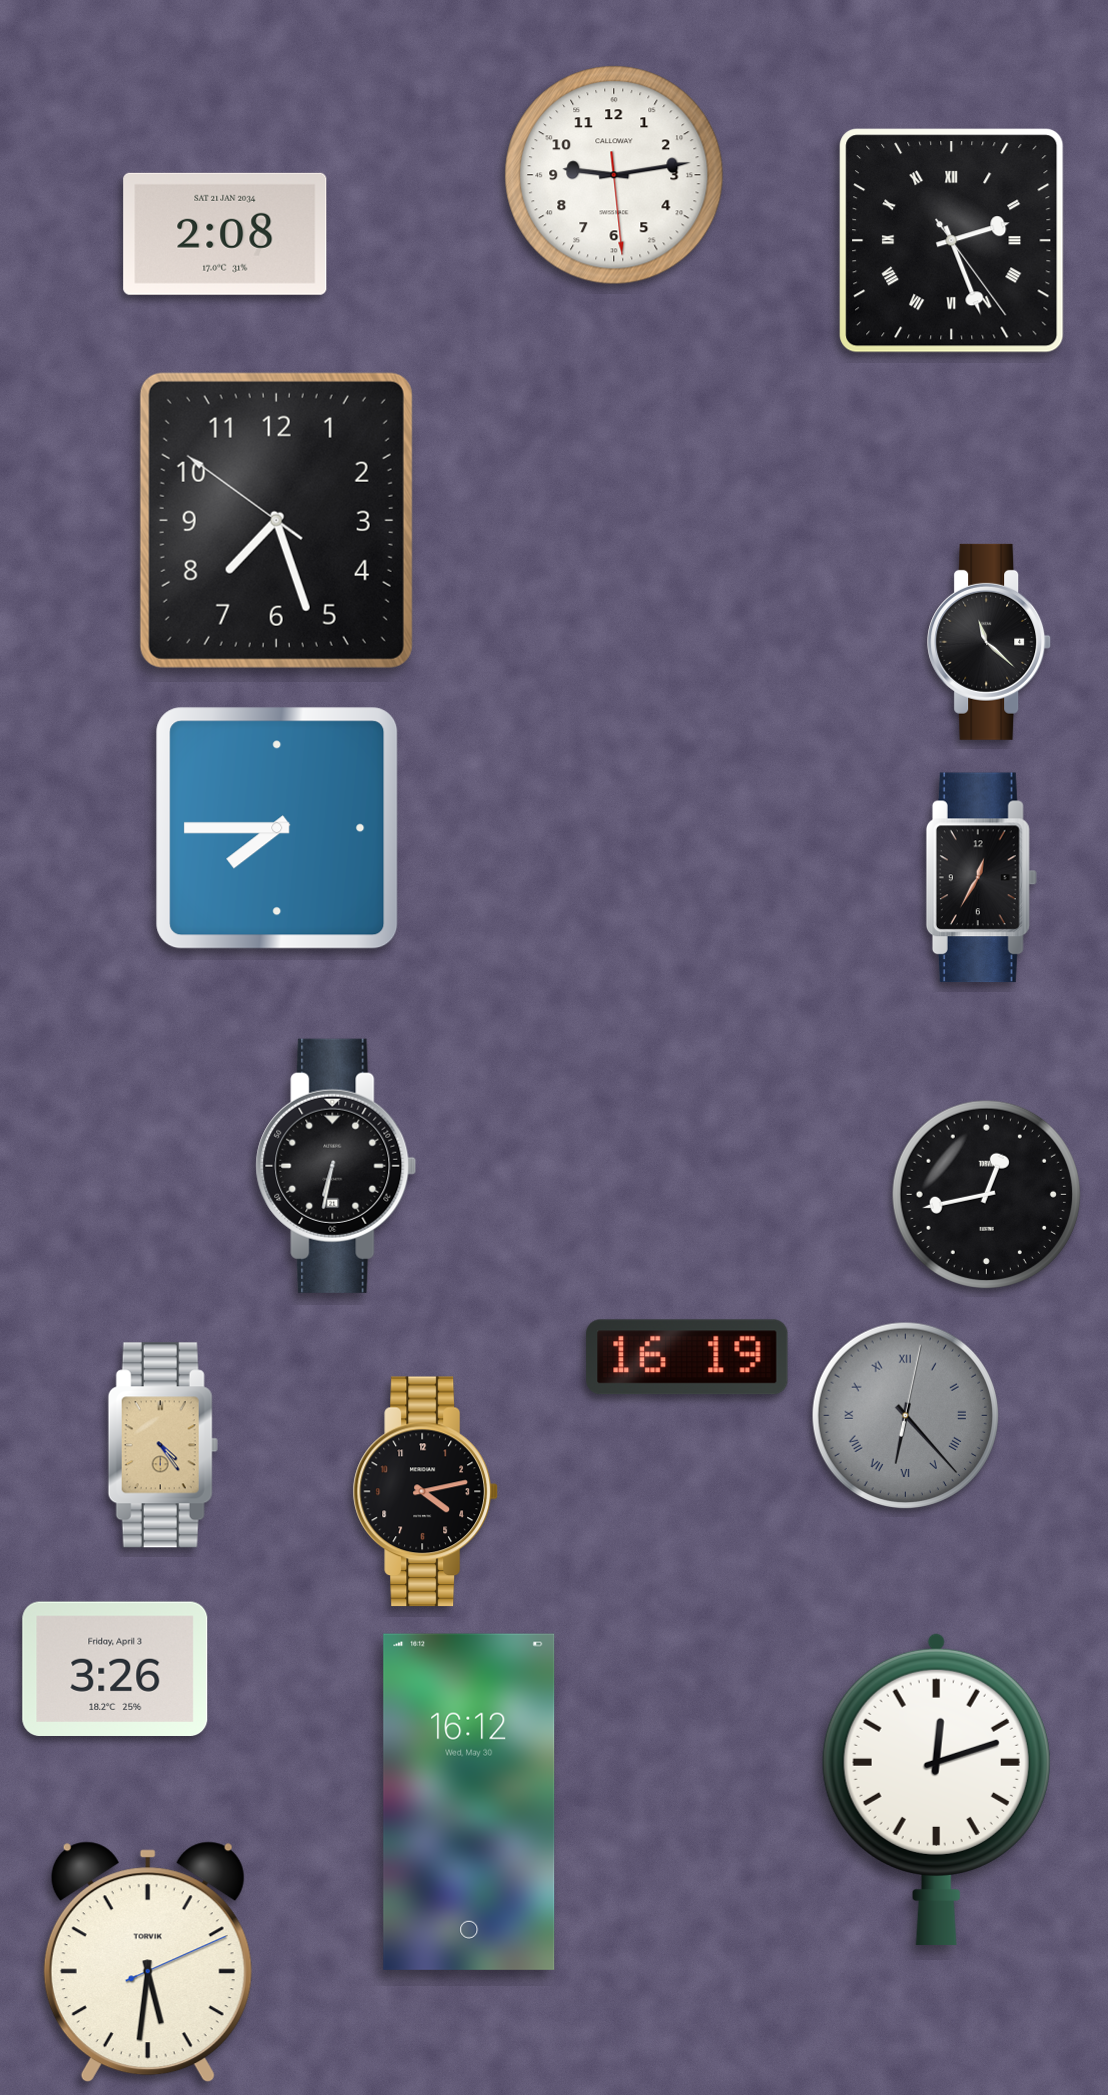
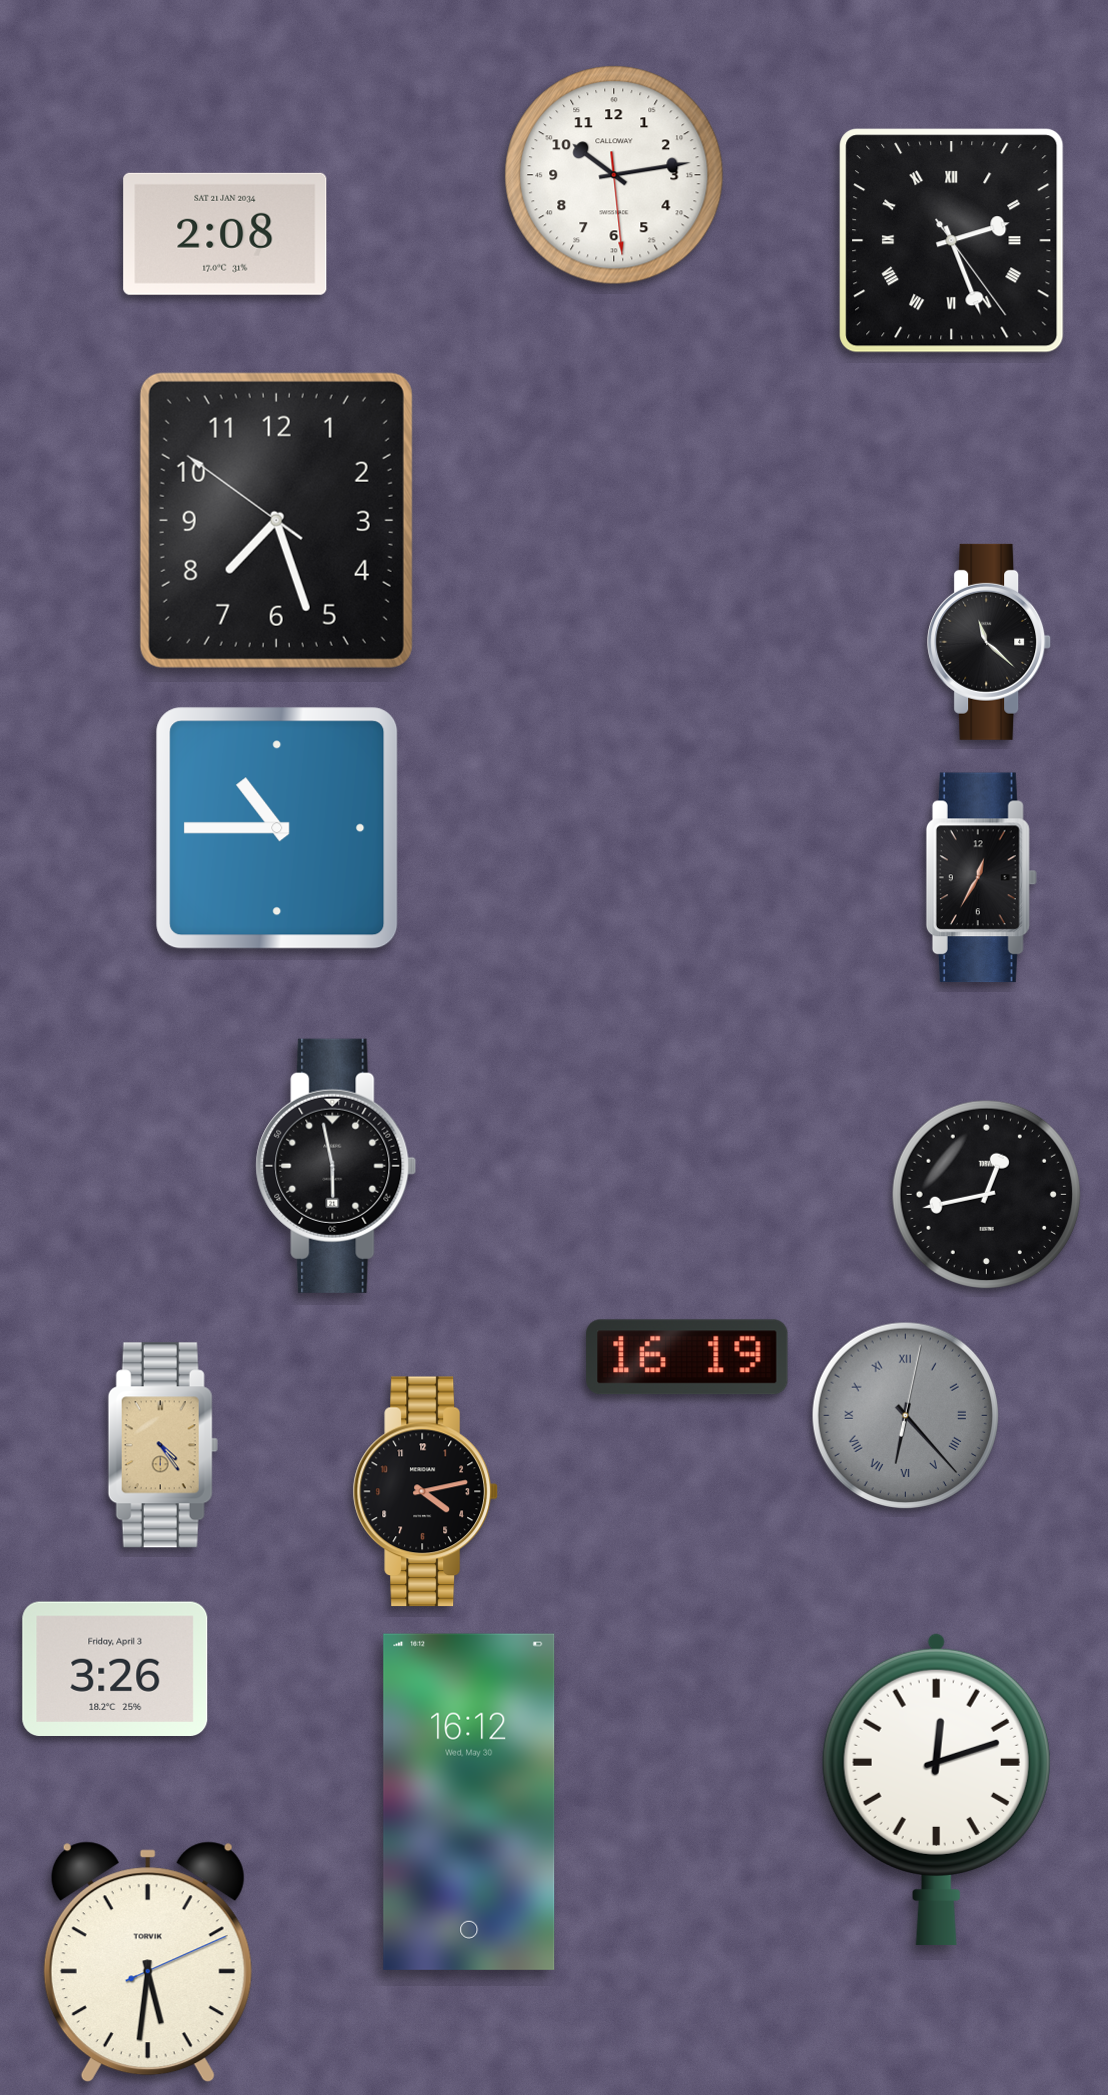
clock at (614, 175): 9:13 -> 10:13
clock at (277, 828): 7:45 -> 10:45
clock at (336, 1166): 6:32 -> 5:58
